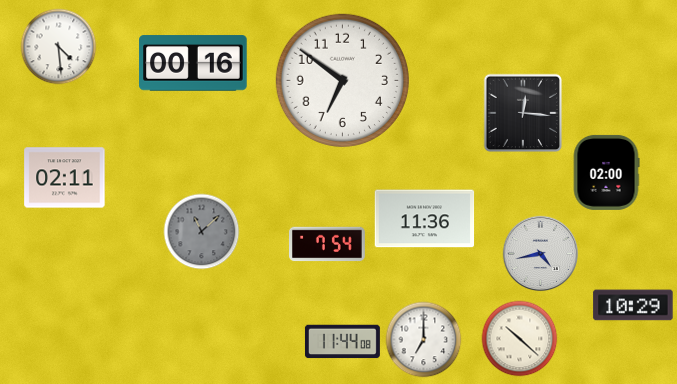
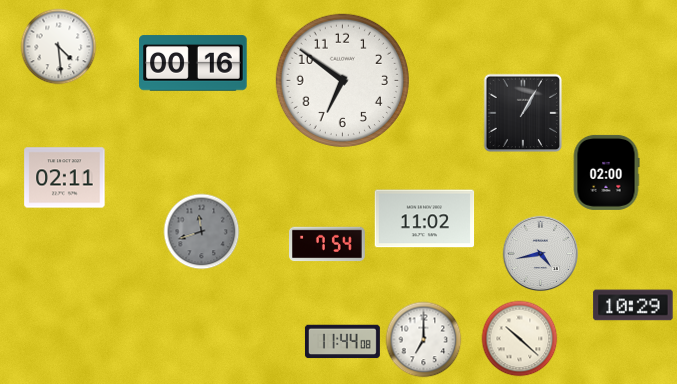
clock at (523, 113): 12:16 -> 1:05
clock at (425, 219): 11:36 -> 11:02
clock at (202, 232): 11:08 -> 11:42
